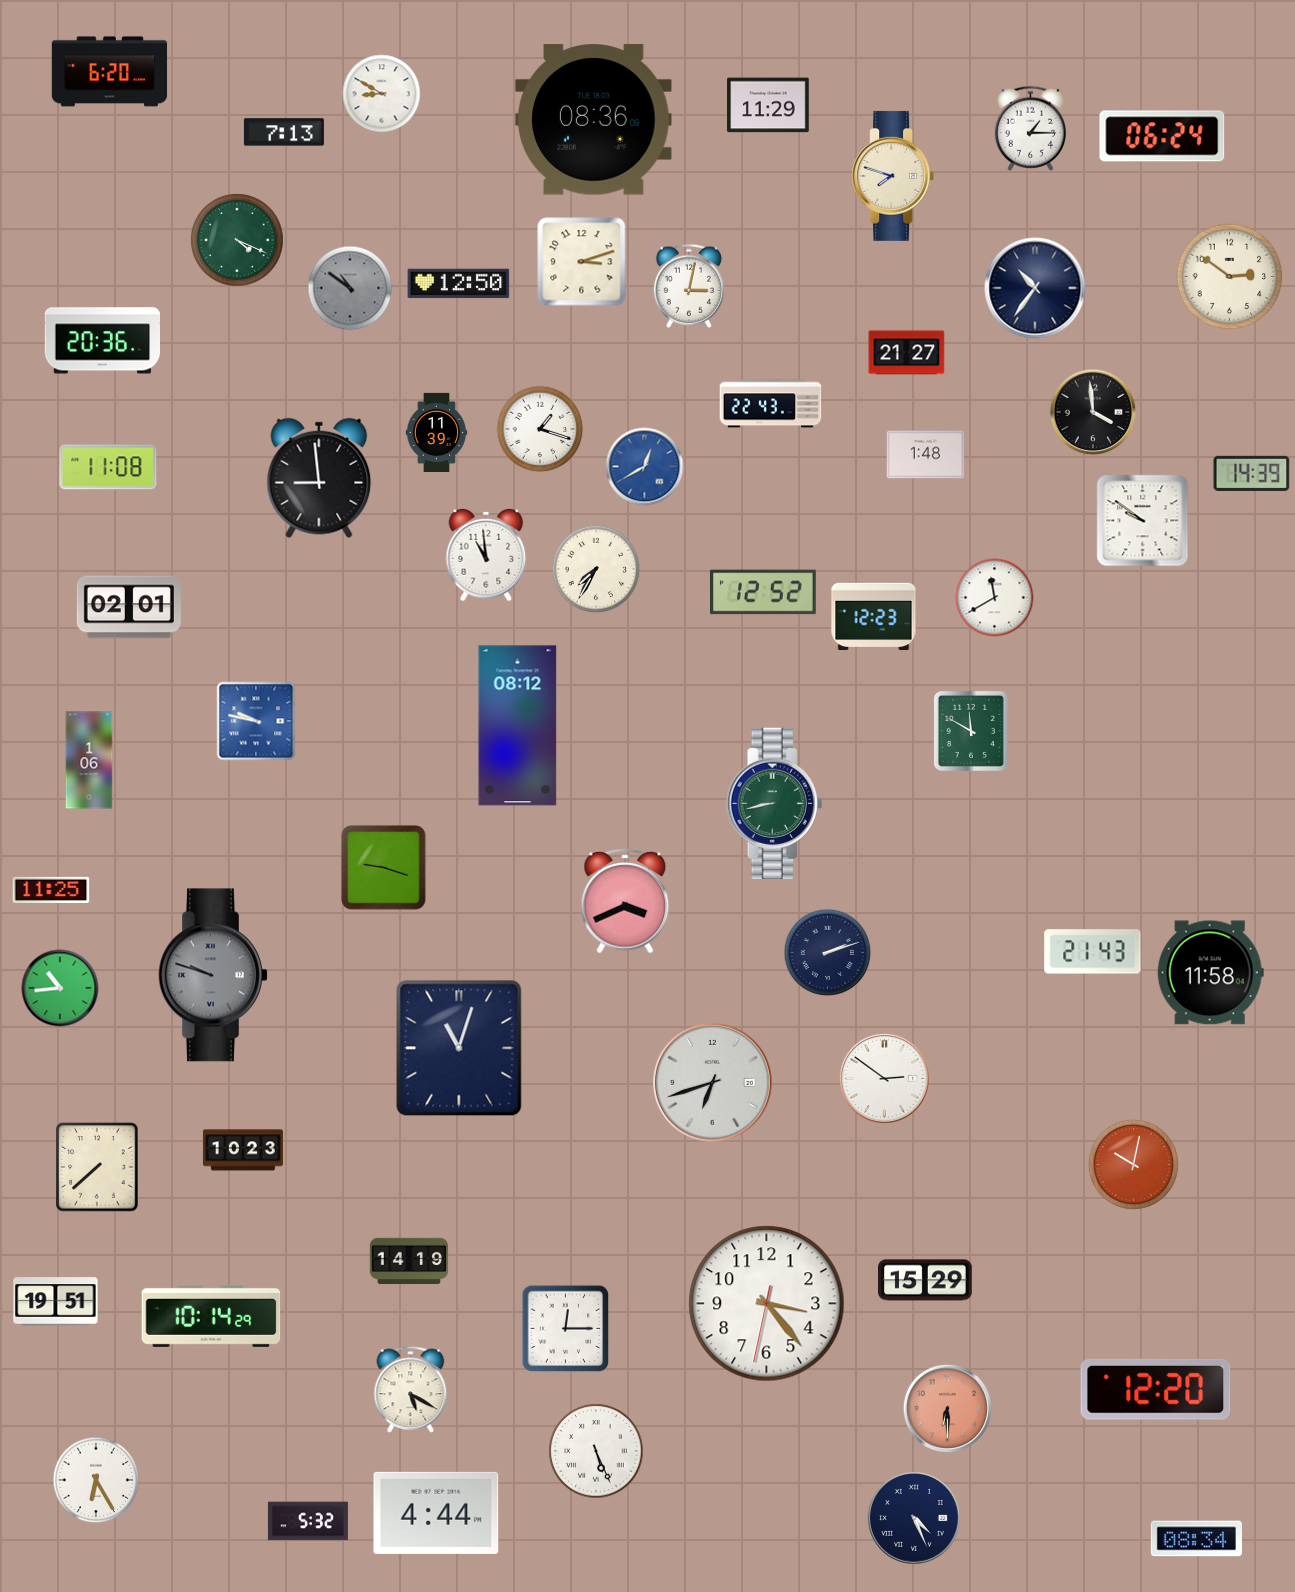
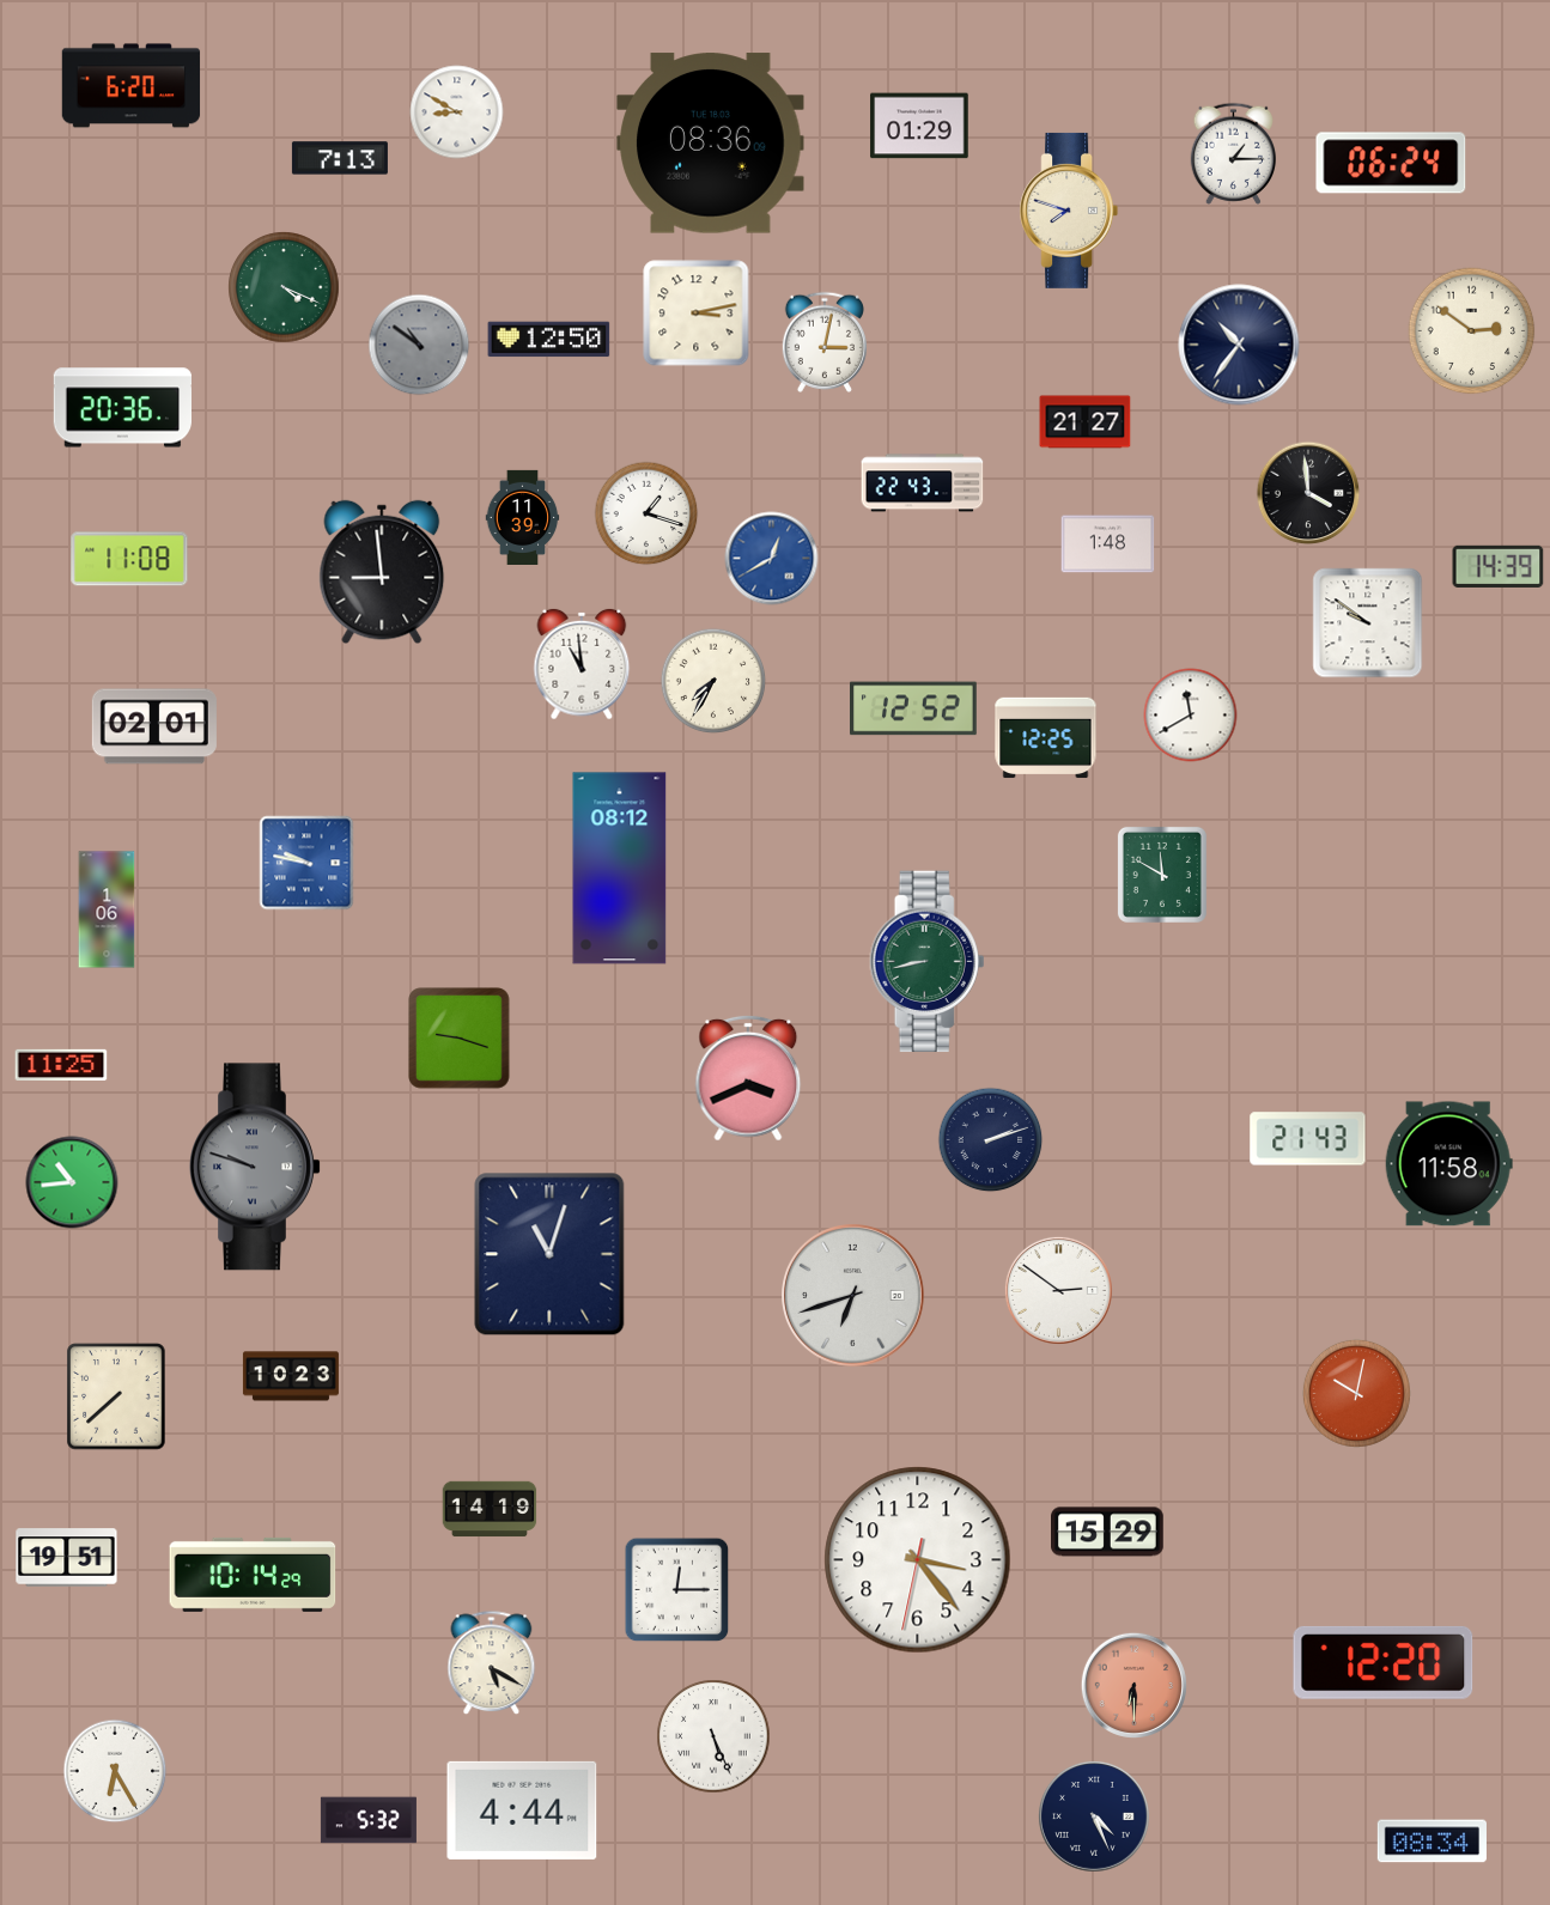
clock at (768, 105): 11:29 -> 01:29
clock at (582, 262): 3:12 -> 3:13
clock at (874, 617): 12:23 -> 12:25
